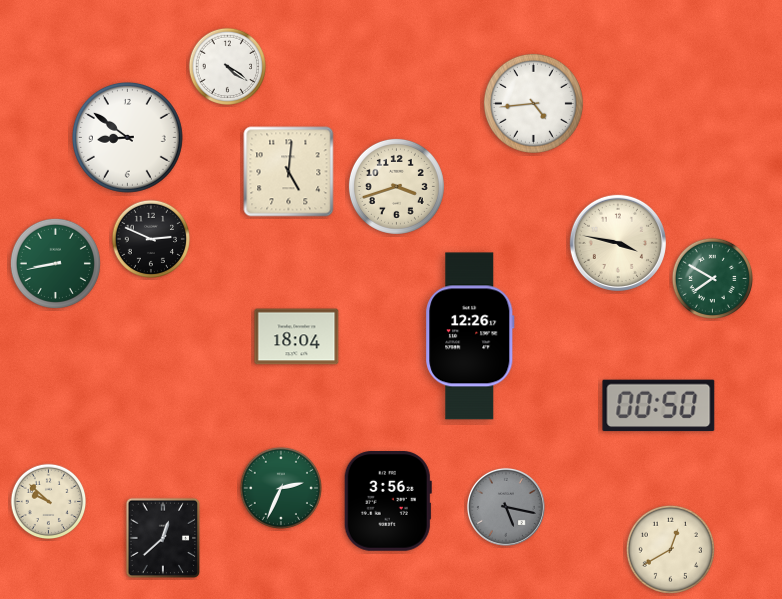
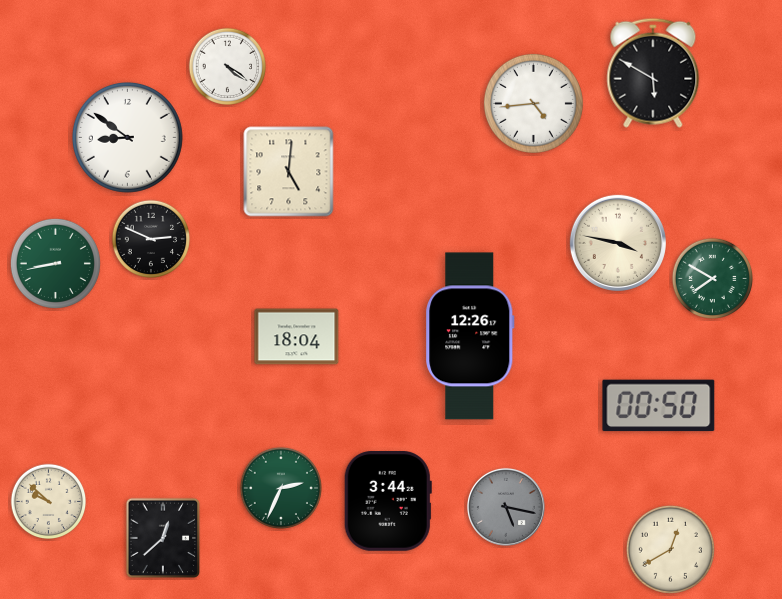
clock at (653, 73): none -> 5:50
clock at (396, 186): 3:42 -> none
clock at (388, 502): 3:56 -> 3:44
